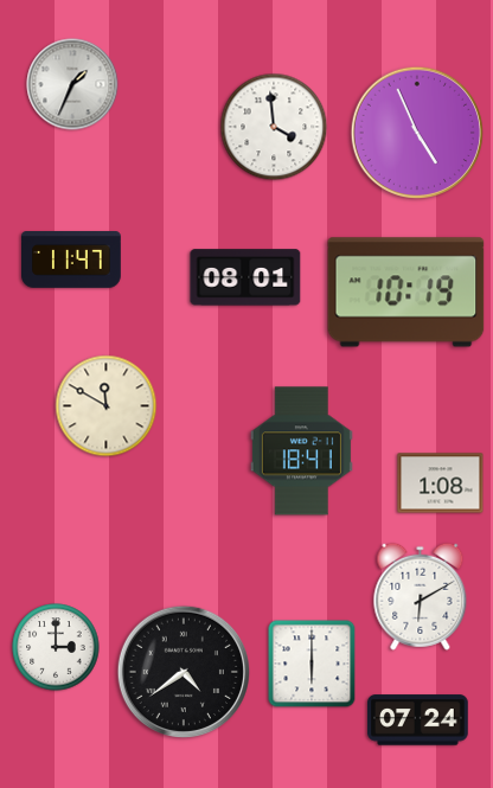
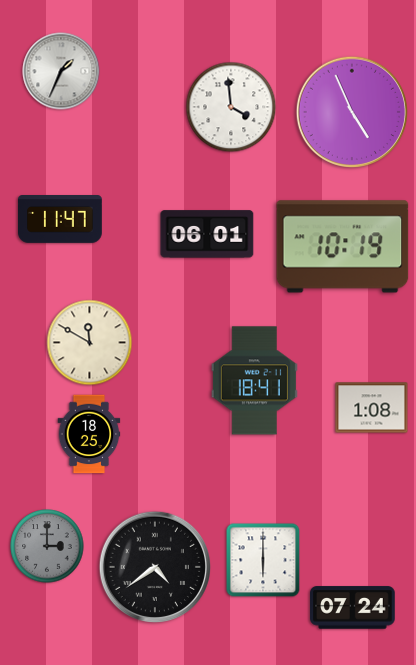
clock at (245, 277): 08:01 -> 06:01
clock at (89, 434): none -> 18:25
clock at (421, 596): 6:10 -> none
clock at (56, 647) dial: white -> grey
